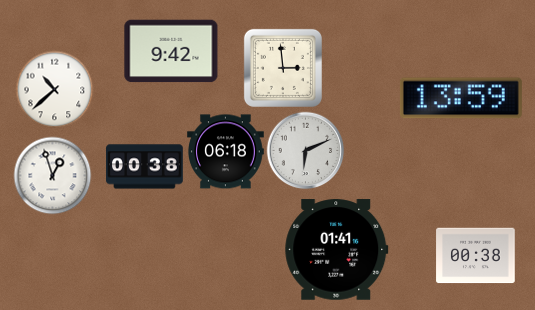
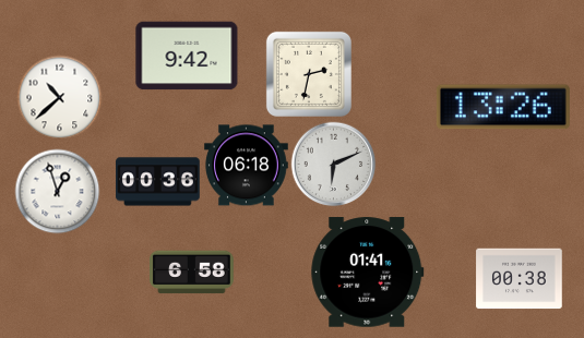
clock at (283, 68): 2:59 -> 2:32
clock at (461, 98): 13:59 -> 13:26
clock at (145, 167): 00:38 -> 00:36
clock at (192, 273): none -> 6:58
